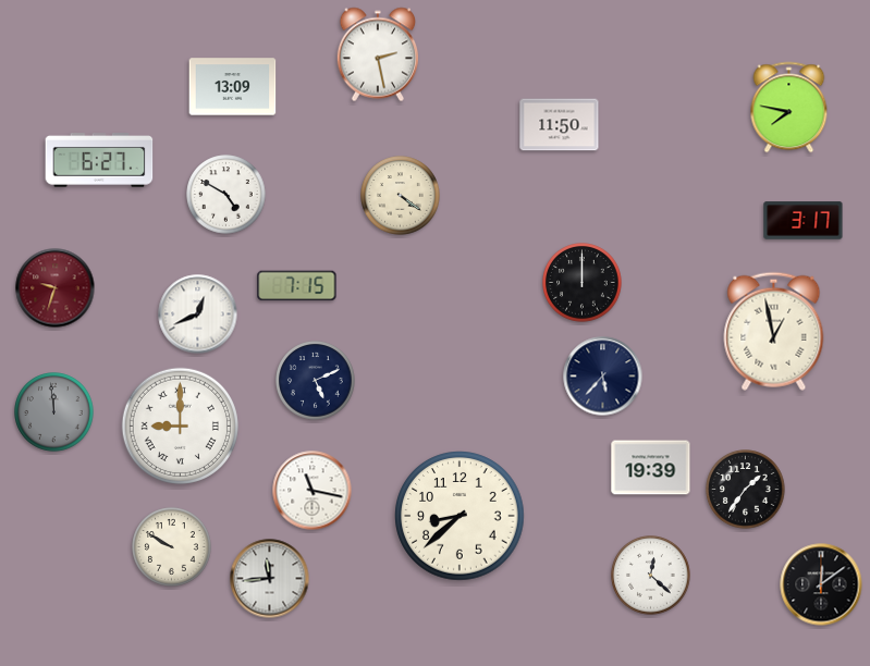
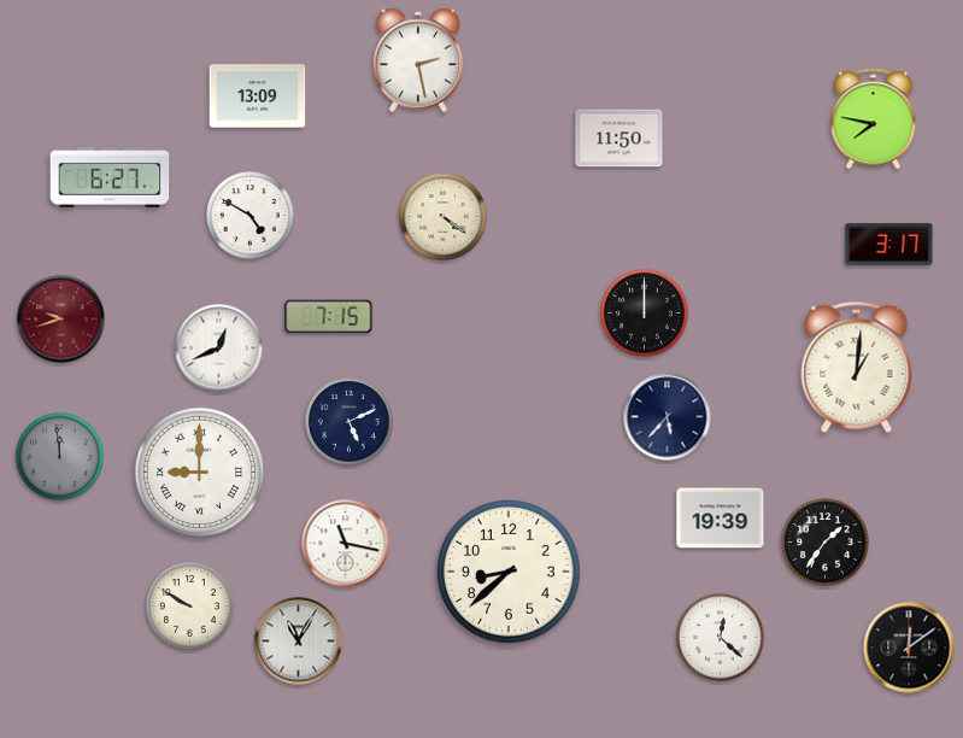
clock at (56, 288): 9:33 -> 9:42
clock at (774, 331): 12:58 -> 1:01
clock at (270, 579): 11:44 -> 11:05
